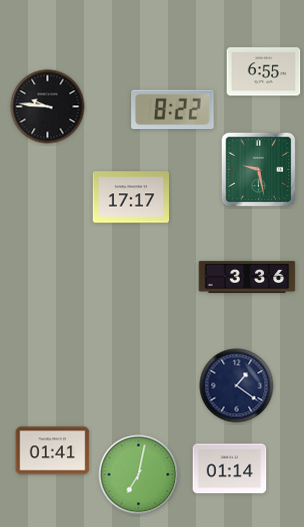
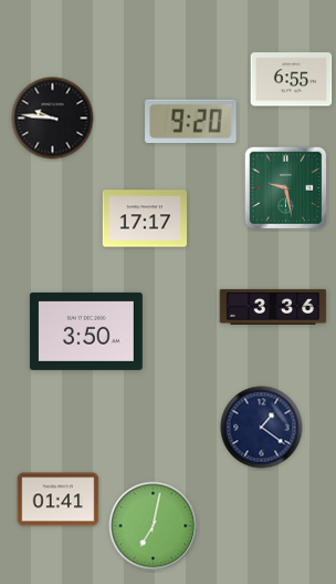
clock at (173, 109): 8:22 -> 9:20
clock at (86, 331): none -> 3:50
clock at (230, 469): 01:14 -> none
